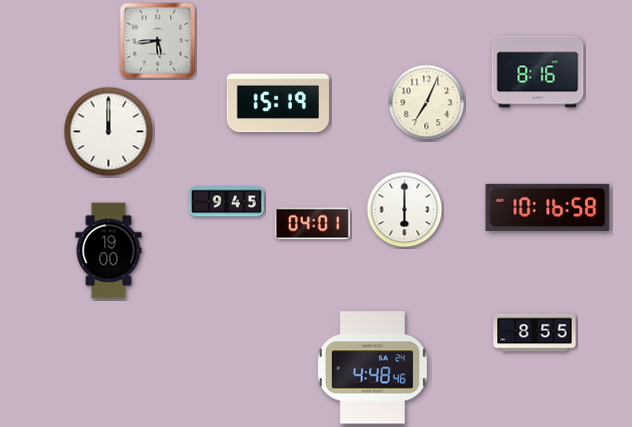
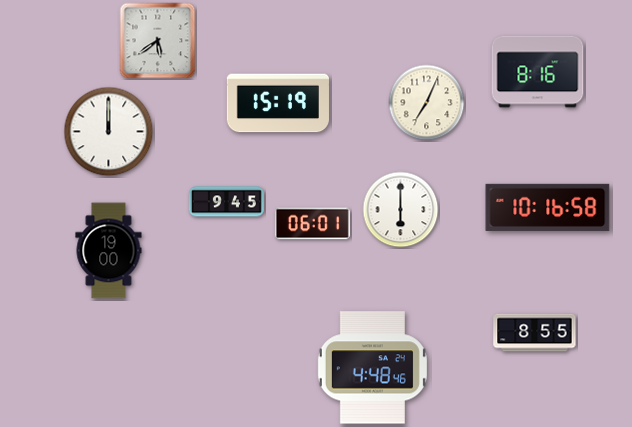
clock at (158, 41): 5:44 -> 5:39
clock at (405, 210) position: (405, 210) -> (401, 210)
clock at (312, 224): 04:01 -> 06:01
